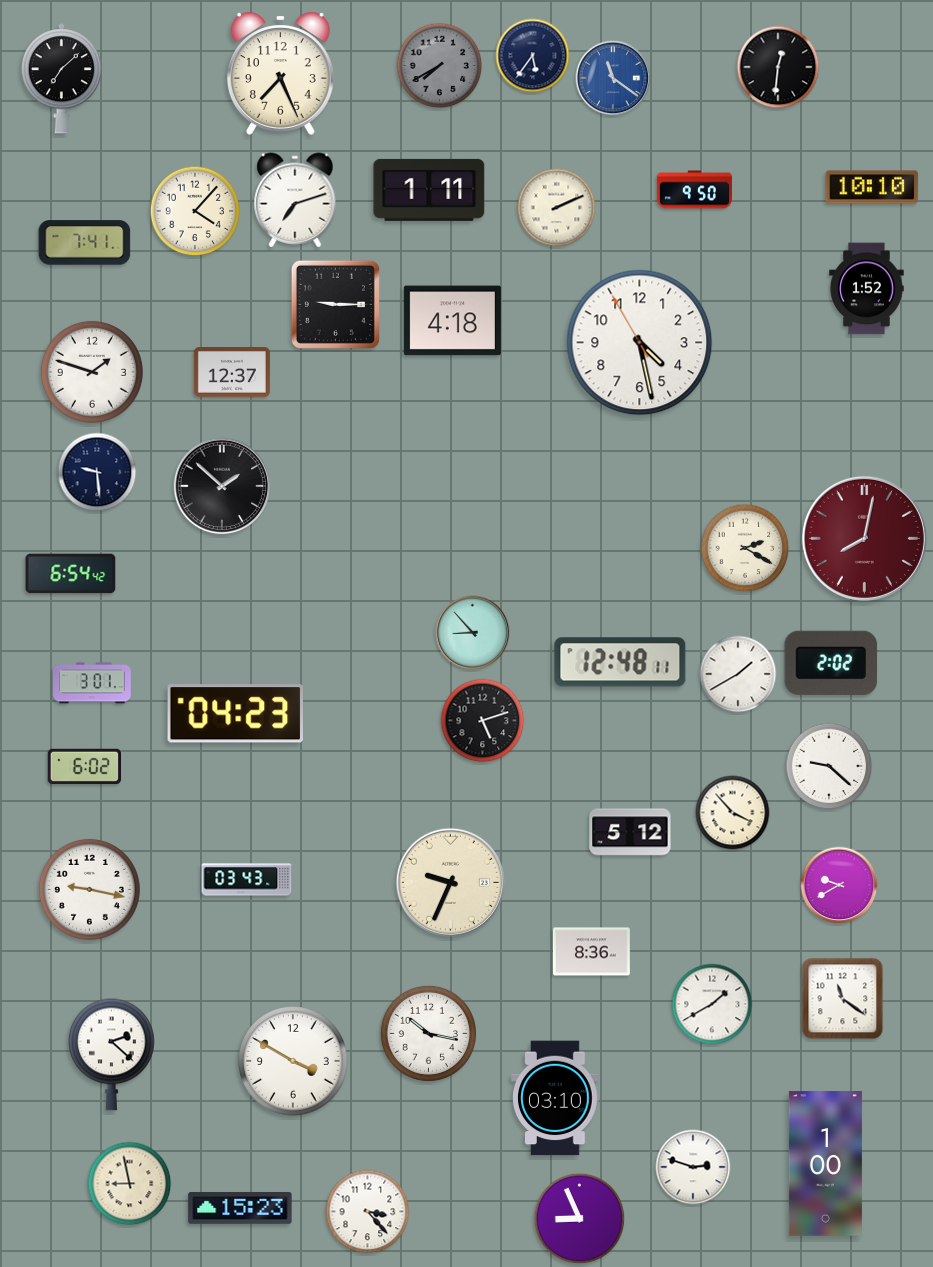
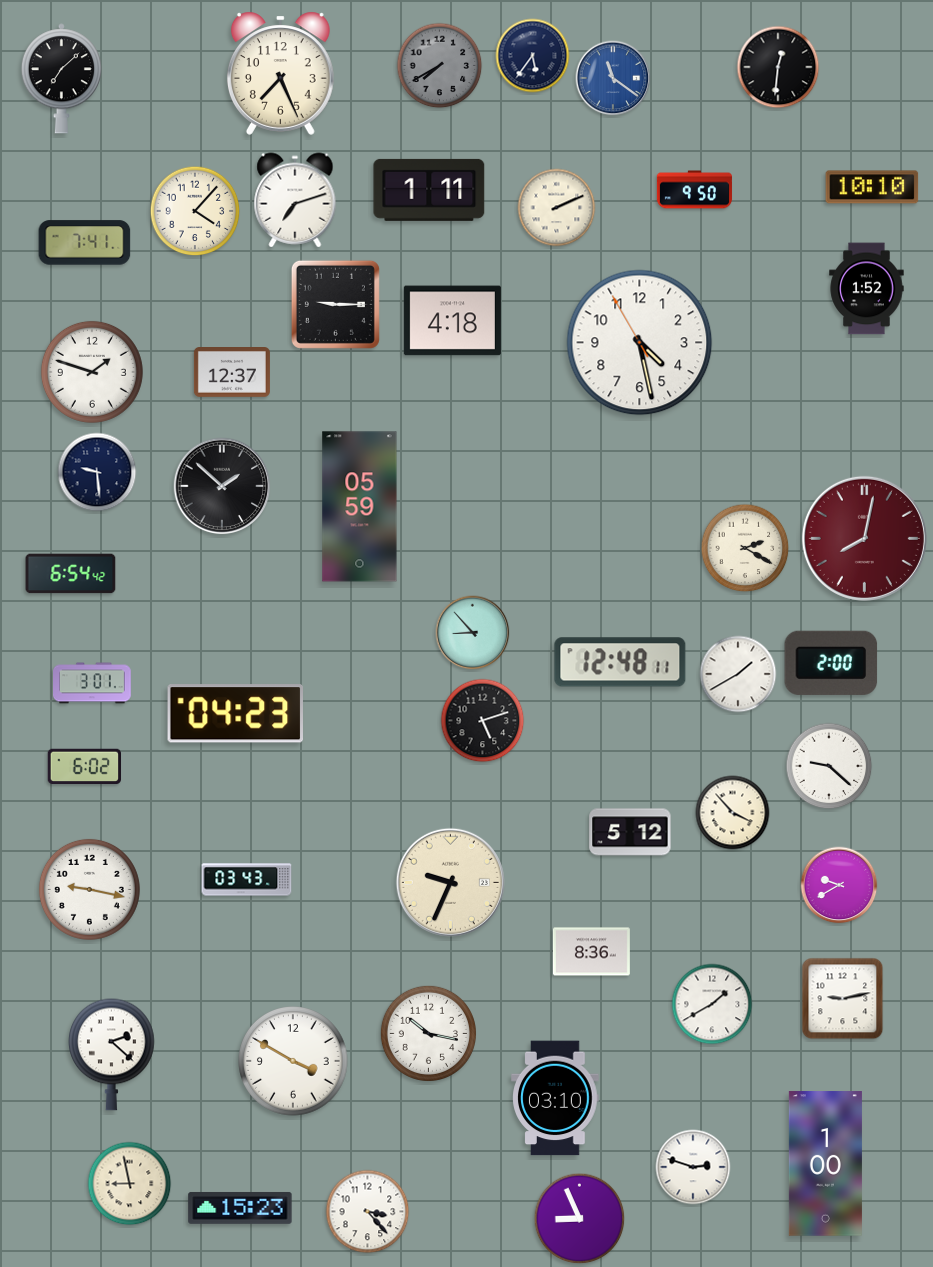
clock at (360, 507): none -> 05:59
clock at (831, 663): 2:02 -> 2:00
clock at (843, 999): 11:21 -> 9:13
